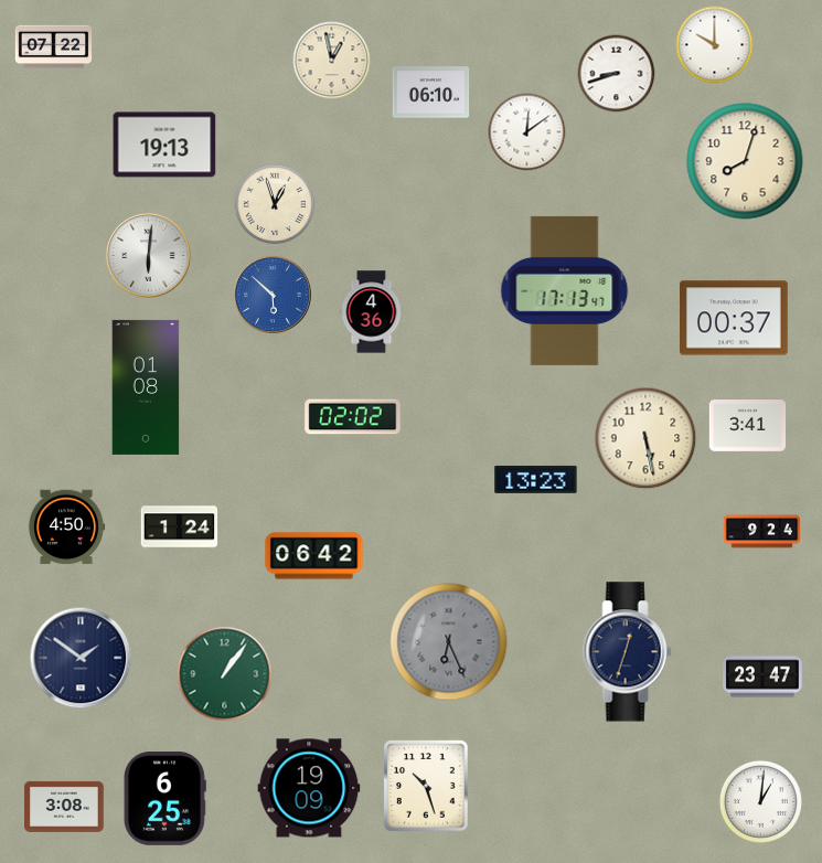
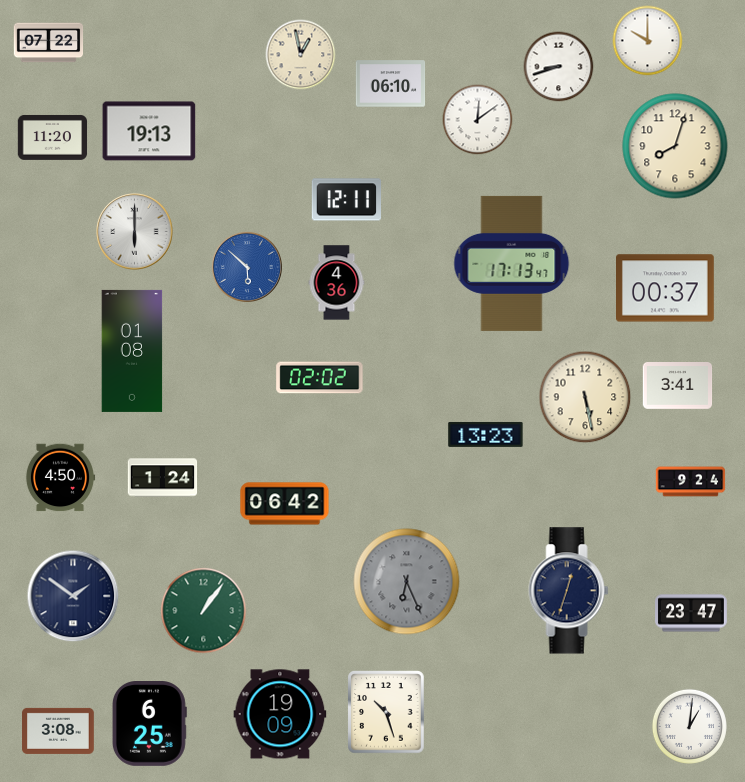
clock at (53, 137): none -> 11:20
clock at (275, 204): 12:57 -> none
clock at (346, 200): none -> 12:11
clock at (149, 256): 6:01 -> 6:00
